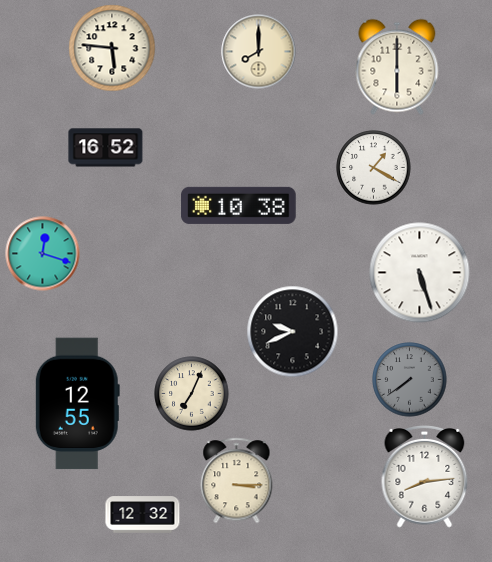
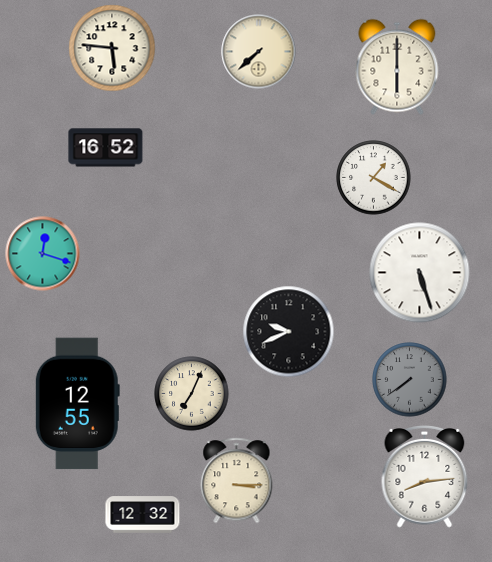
clock at (259, 52): 8:00 -> 7:38
clock at (374, 168) position: (374, 168) -> (374, 178)
clock at (239, 205): 10:38 -> none
clock at (293, 332) position: (293, 332) -> (289, 332)
